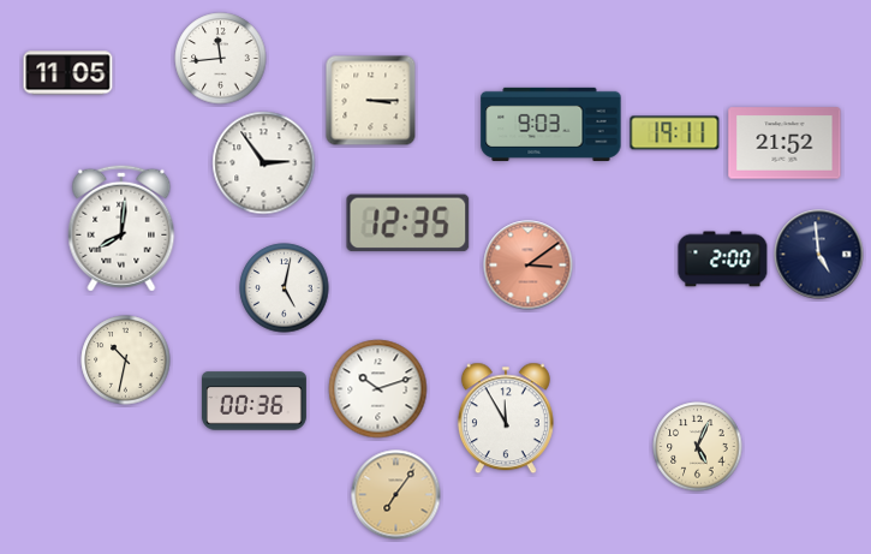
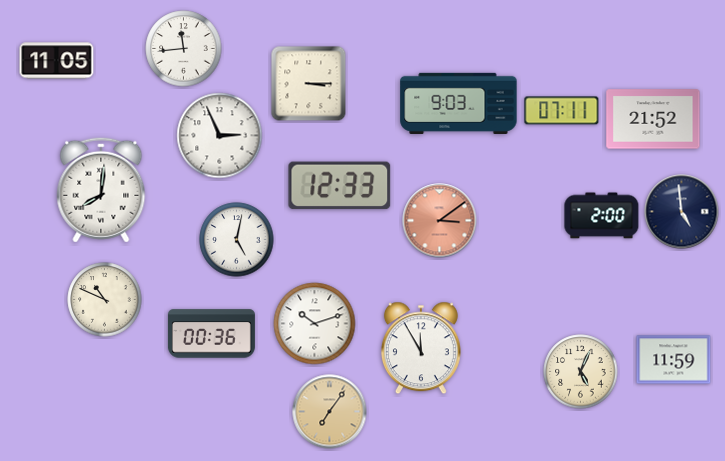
clock at (675, 133): 19:11 -> 07:11
clock at (264, 163): 2:54 -> 2:56
clock at (408, 224): 12:35 -> 12:33
clock at (126, 361): 10:32 -> 10:49
clock at (674, 360): none -> 11:59
